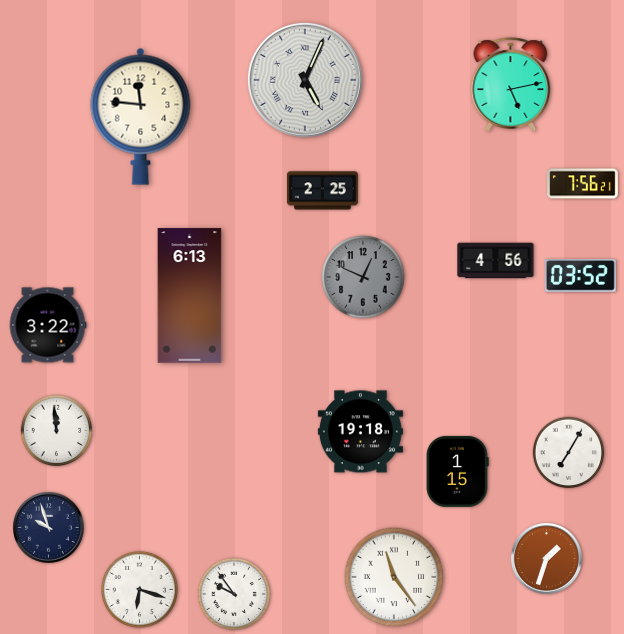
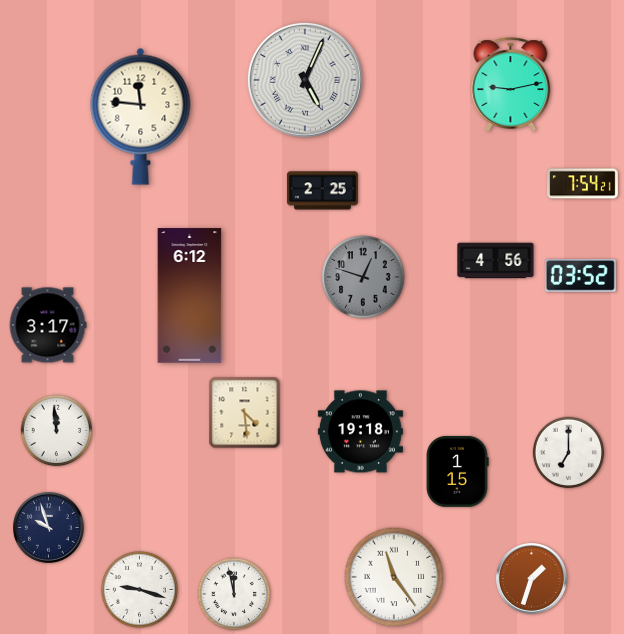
clock at (511, 85): 5:13 -> 9:13
clock at (583, 184): 7:56 -> 7:54
clock at (363, 277): 12:49 -> 12:48
clock at (190, 296): 6:13 -> 6:12
clock at (48, 325): 3:22 -> 3:17
clock at (245, 413): none -> 4:29
clock at (569, 453): 7:05 -> 7:00
clock at (547, 559) position: (547, 559) -> (532, 579)
clock at (139, 589): 6:18 -> 9:18
clock at (234, 594): 9:54 -> 11:58
